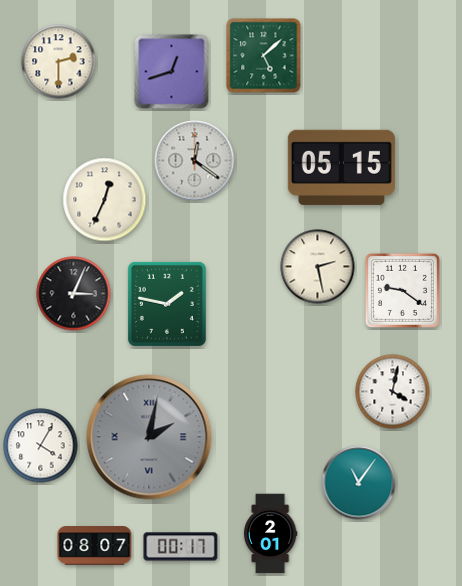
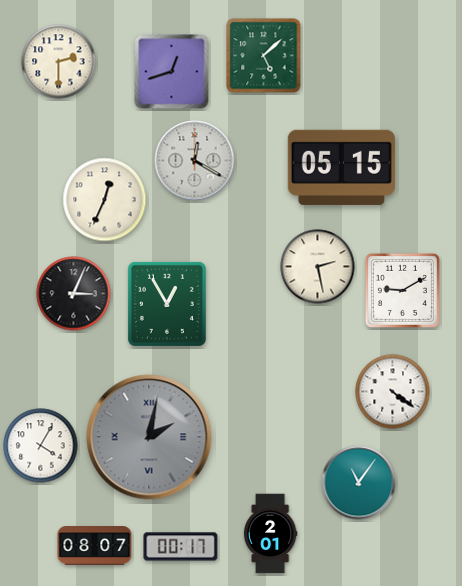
clock at (195, 161): 12:21 -> 12:20
clock at (402, 290): 9:21 -> 9:10
clock at (167, 304): 1:47 -> 12:55
clock at (393, 392): 4:02 -> 4:21
